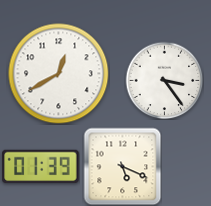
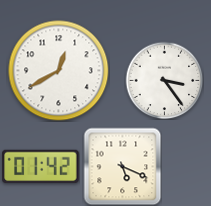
clock at (59, 74) position: (59, 74) -> (59, 71)
clock at (41, 167): 01:39 -> 01:42
